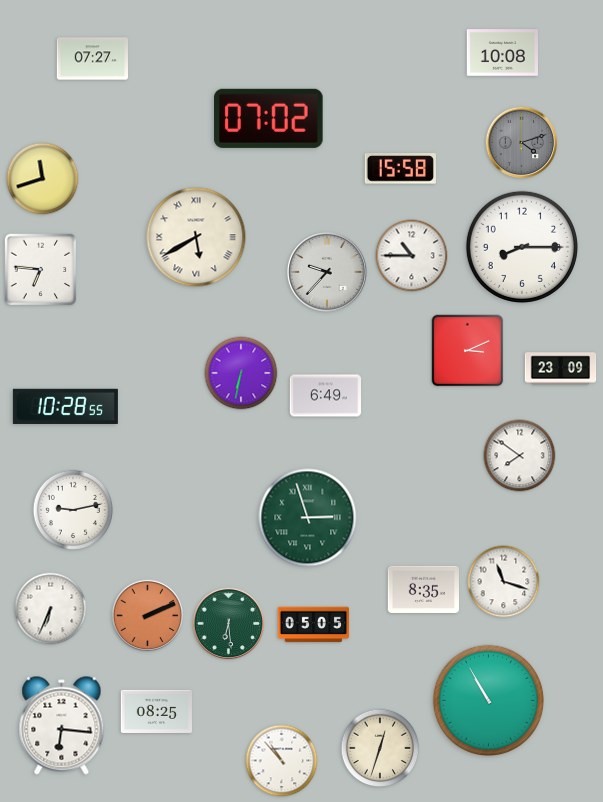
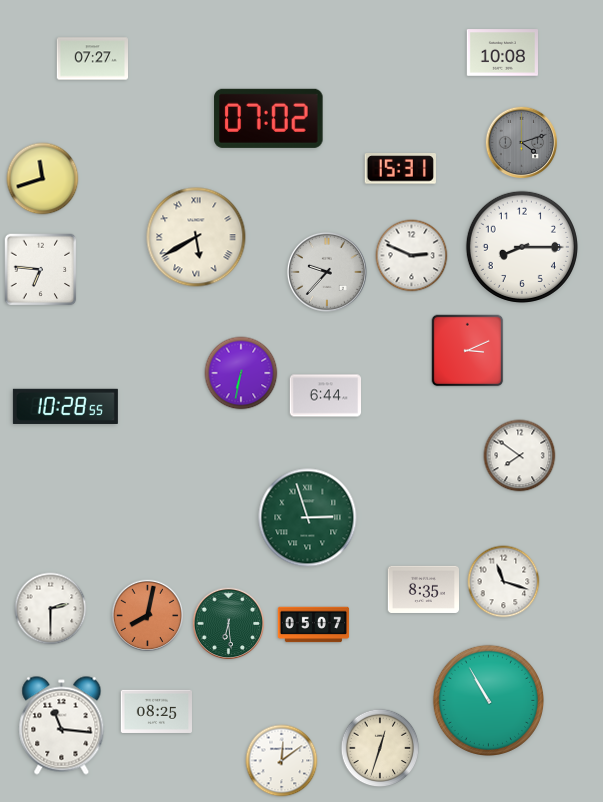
clock at (400, 169): 15:58 -> 15:31
clock at (412, 256): 10:45 -> 2:49
clock at (561, 369): 23:09 -> none
clock at (326, 396): 6:49 -> 6:44
clock at (73, 510): 9:13 -> none
clock at (51, 609): 6:34 -> 2:30
clock at (148, 616): 2:11 -> 8:02
clock at (314, 625): 05:05 -> 05:07
clock at (62, 726): 6:16 -> 11:16
clock at (282, 761): 10:53 -> 12:09
